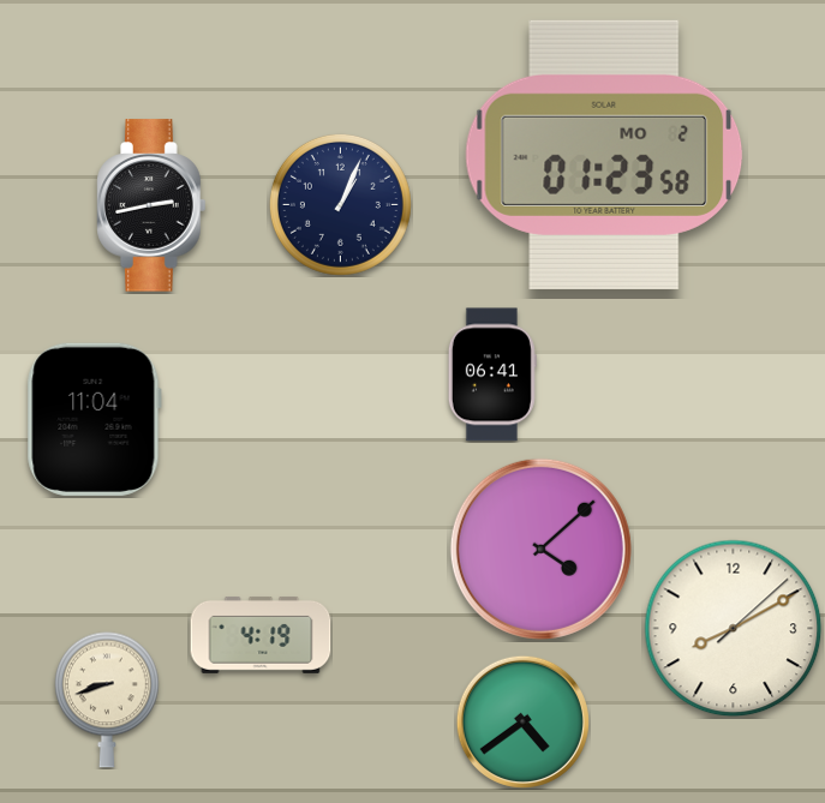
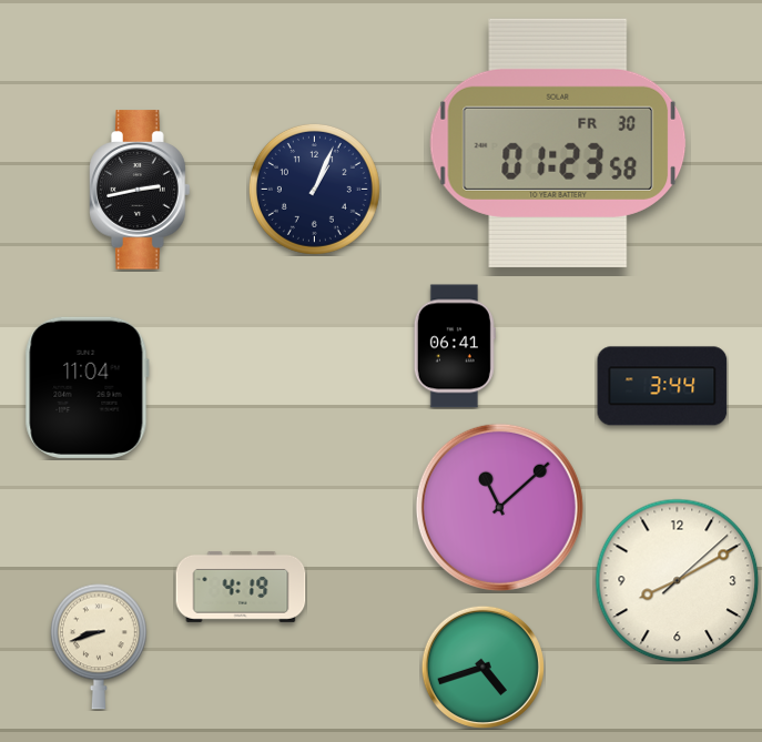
clock at (604, 155) date: MO 2 -> FR 30
clock at (662, 386): none -> 3:44
clock at (540, 549): 4:08 -> 11:08
clock at (522, 721): 4:39 -> 4:42
